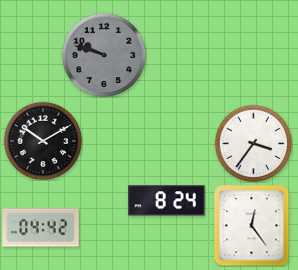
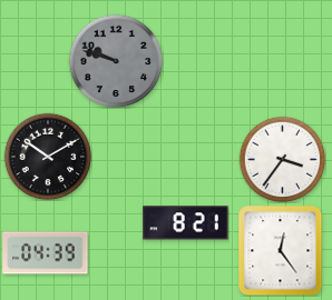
clock at (167, 201): 8:24 -> 8:21
clock at (41, 228): 04:42 -> 04:39
